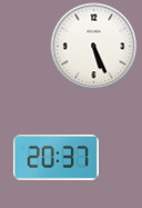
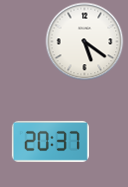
clock at (93, 46): 5:26 -> 5:21
